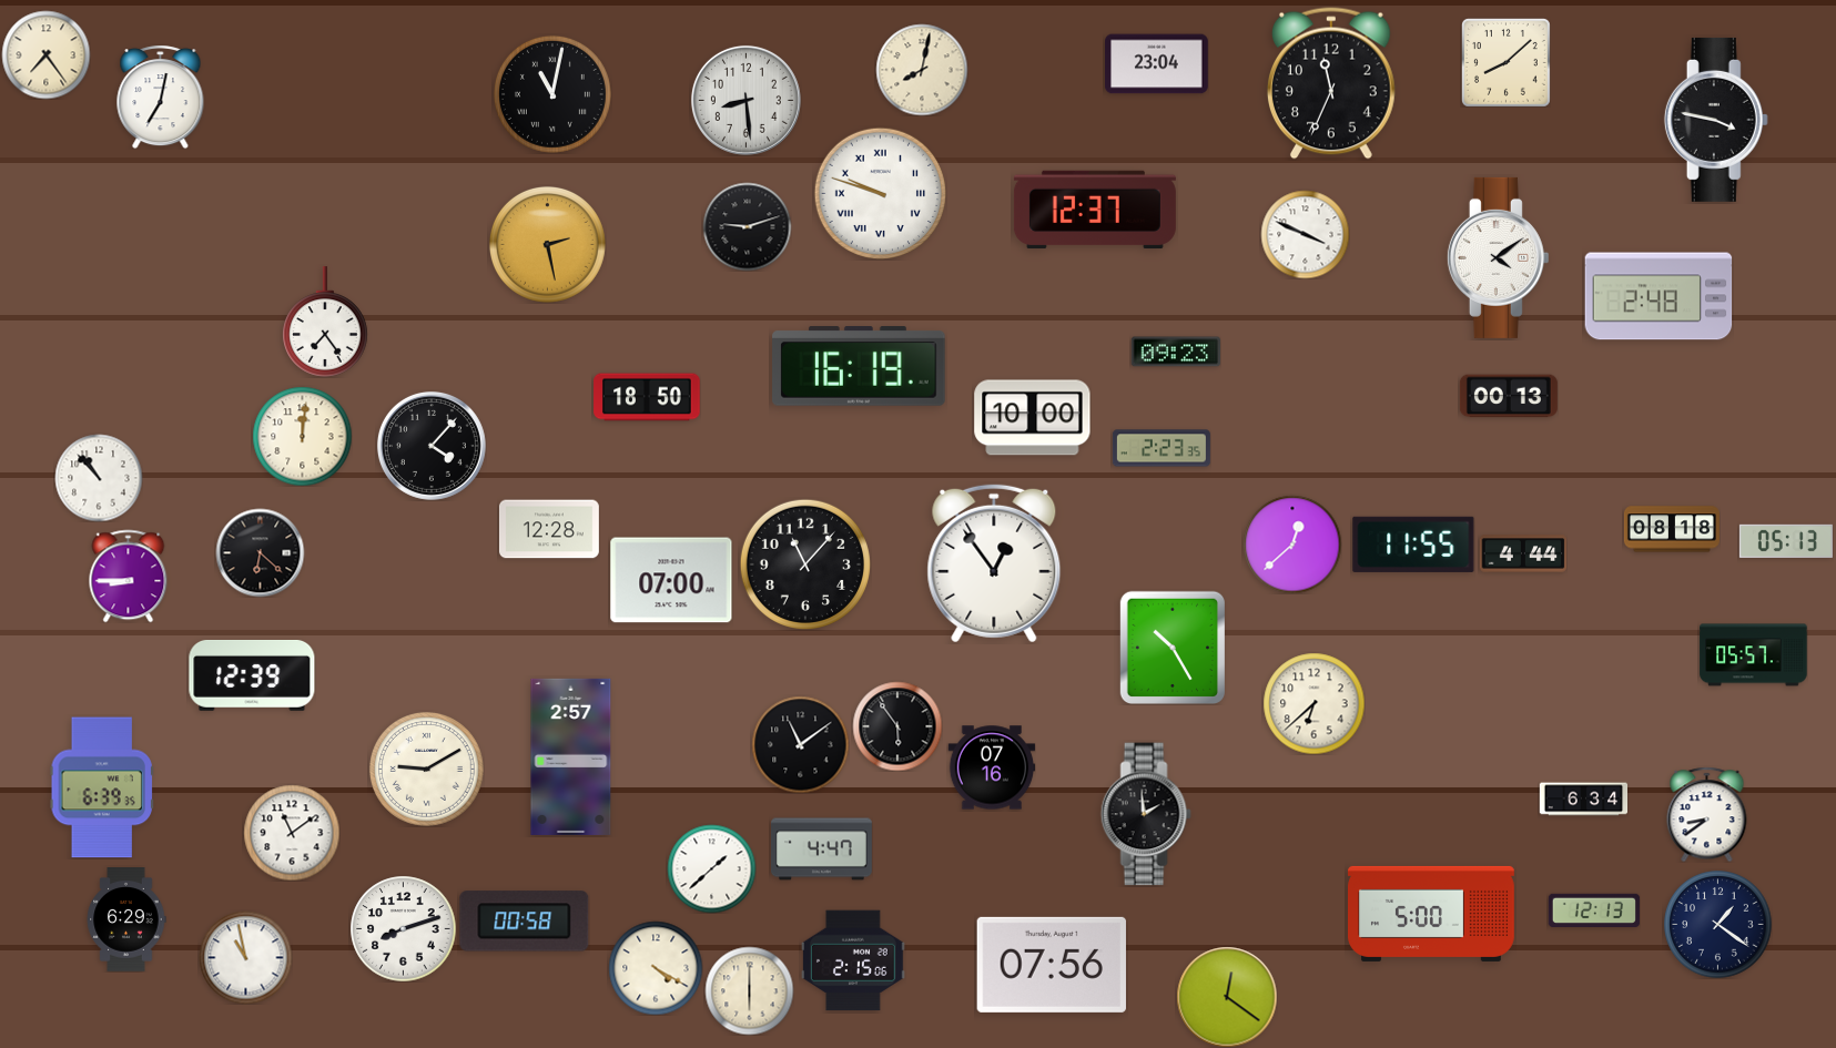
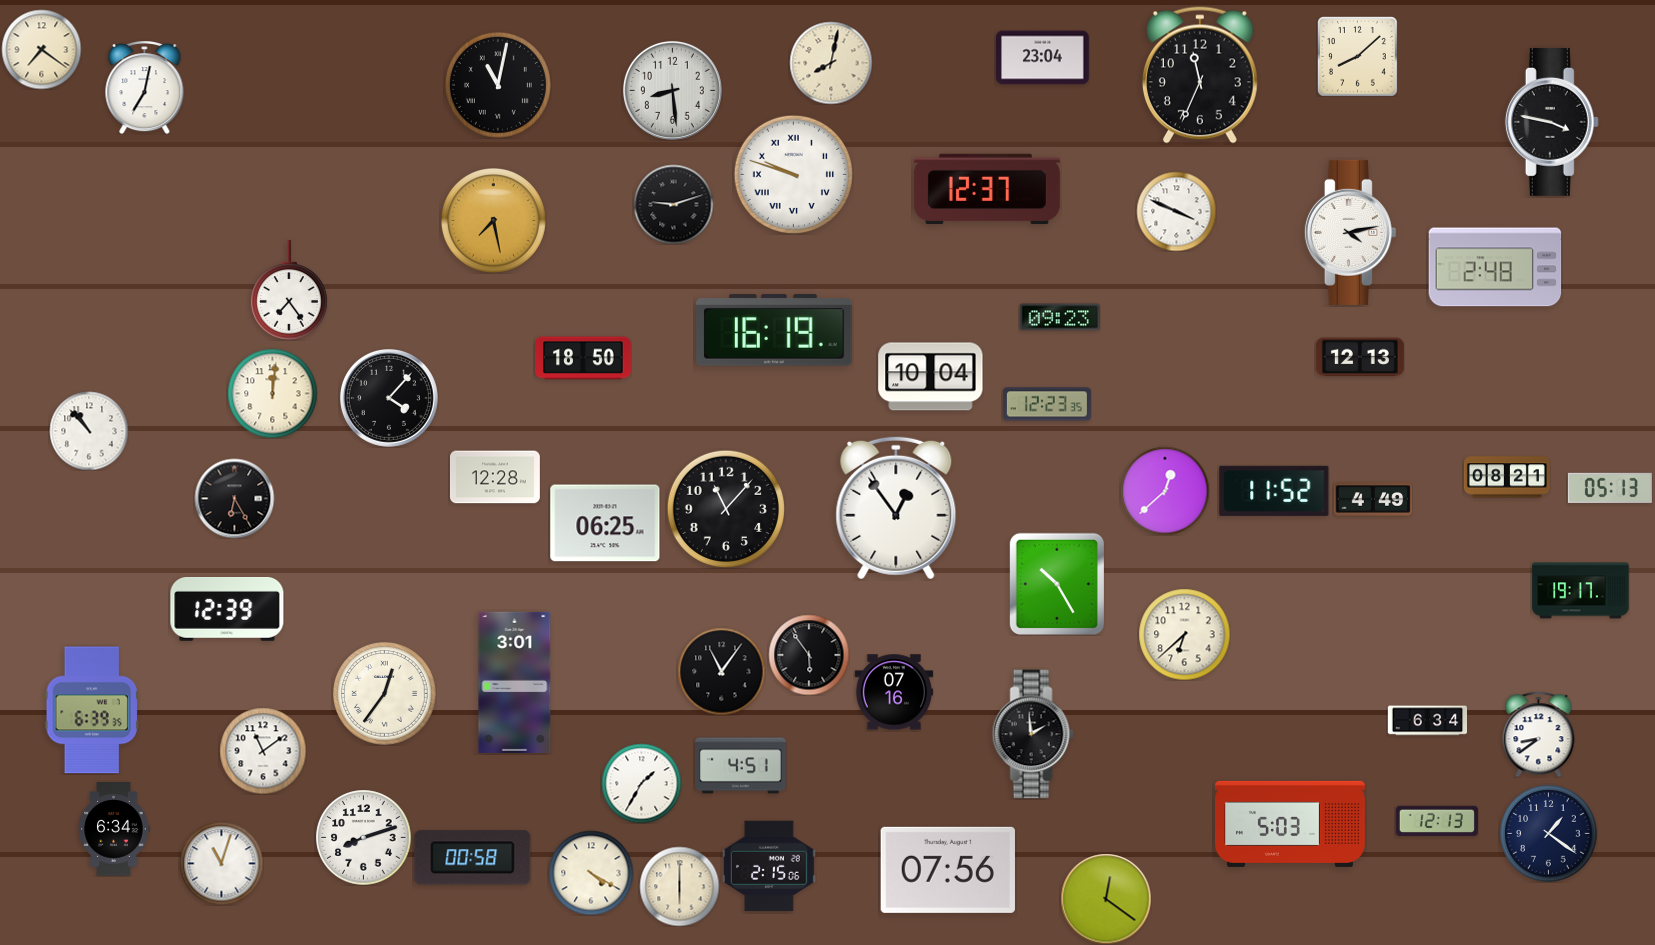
clock at (45, 54): 7:24 -> 7:21
clock at (1716, 120) position: (1716, 120) -> (1552, 122)
clock at (547, 244): 2:28 -> 7:28
clock at (1498, 257): 4:09 -> 4:13
clock at (326, 322) position: (326, 322) -> (290, 290)
clock at (1509, 396): 00:13 -> 12:13
clock at (1033, 418): 10:00 -> 10:04
clock at (432, 446) position: (432, 446) -> (389, 398)
clock at (1162, 448): 2:23 -> 12:23
clock at (1672, 529): 08:18 -> 08:21
clock at (1413, 545): 11:55 -> 11:52
clock at (260, 552): 6:22 -> 6:25
clock at (1523, 553): 4:44 -> 4:49
clock at (129, 576): 8:45 -> none
clock at (671, 580): 07:00 -> 06:25
clock at (1754, 655): 05:57 -> 19:17
clock at (800, 744): 11:09 -> 11:06
clock at (571, 756): 2:57 -> 3:01
clock at (427, 770): 9:10 -> 12:36
clock at (822, 849): 4:47 -> 4:51
clock at (711, 868): 1:38 -> 1:35
clock at (1432, 914): 5:00 -> 5:03
clock at (126, 919): 6:29 -> 6:34
clock at (525, 922) position: (525, 922) -> (473, 858)
clock at (245, 957): 10:58 -> 11:03
clock at (749, 990) position: (749, 990) -> (679, 886)
